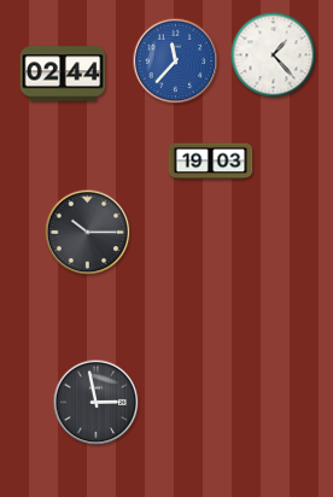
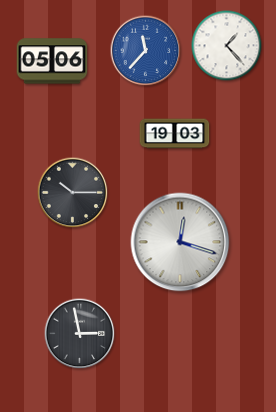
clock at (63, 74): 02:44 -> 05:06
clock at (180, 242): none -> 12:18
